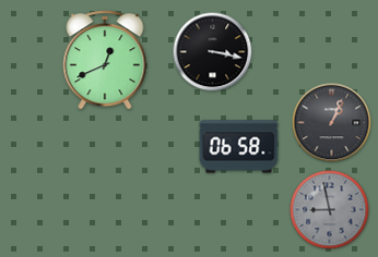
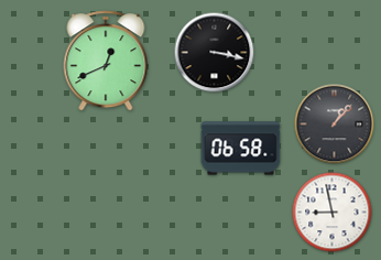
clock at (332, 123): 1:04 -> 1:07
clock at (330, 210) dial: grey -> white
